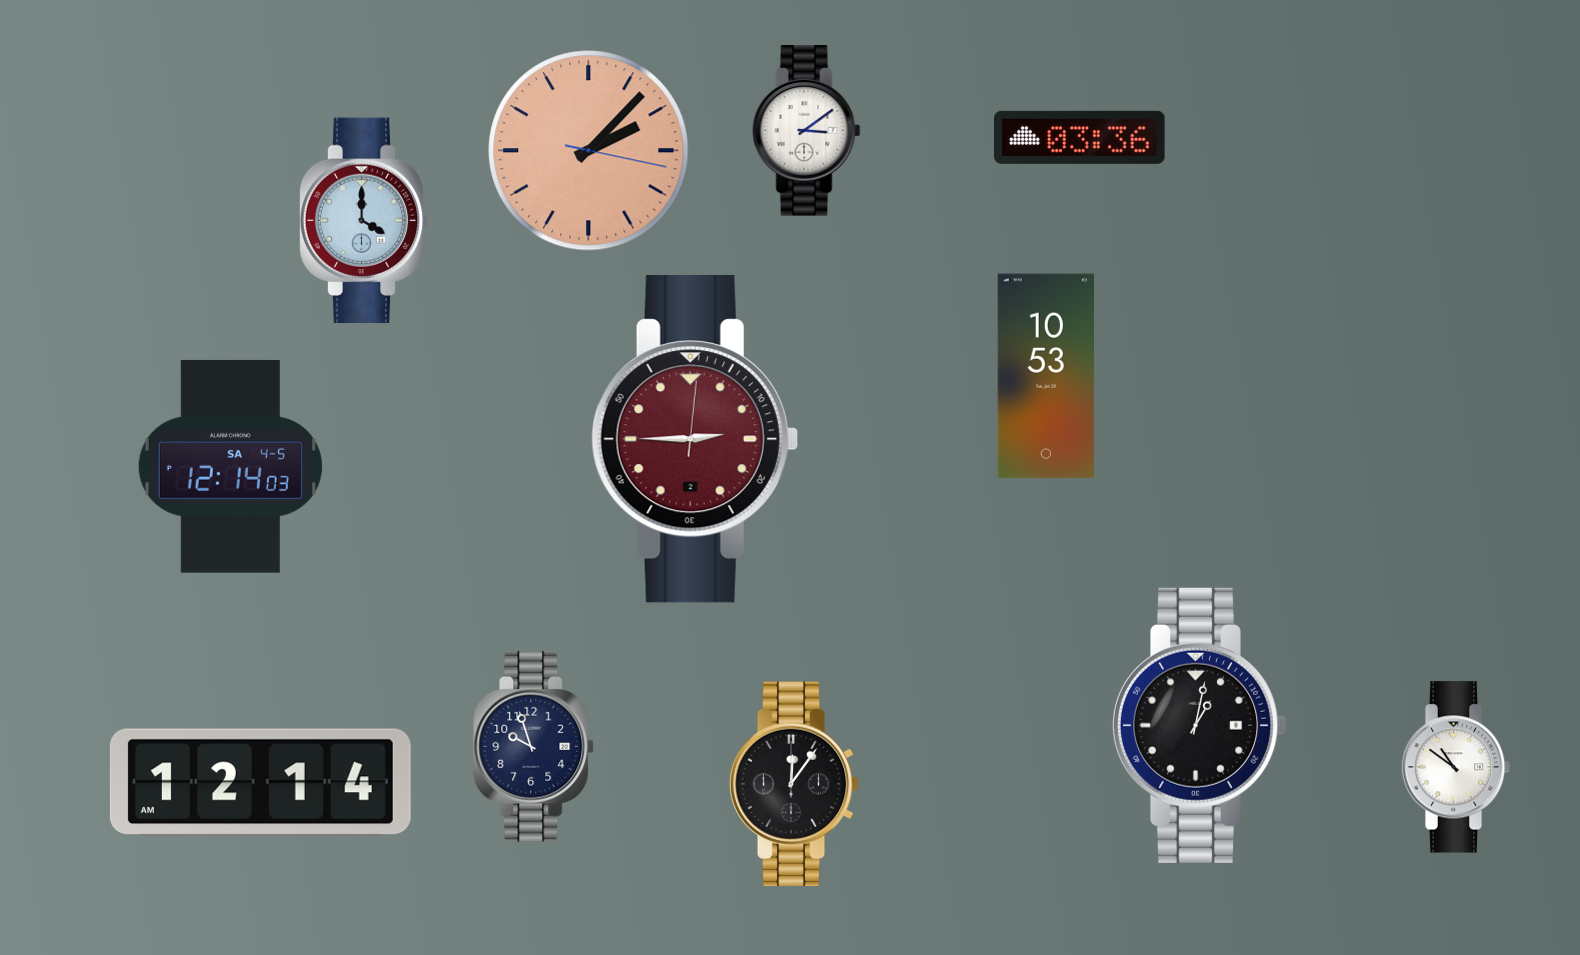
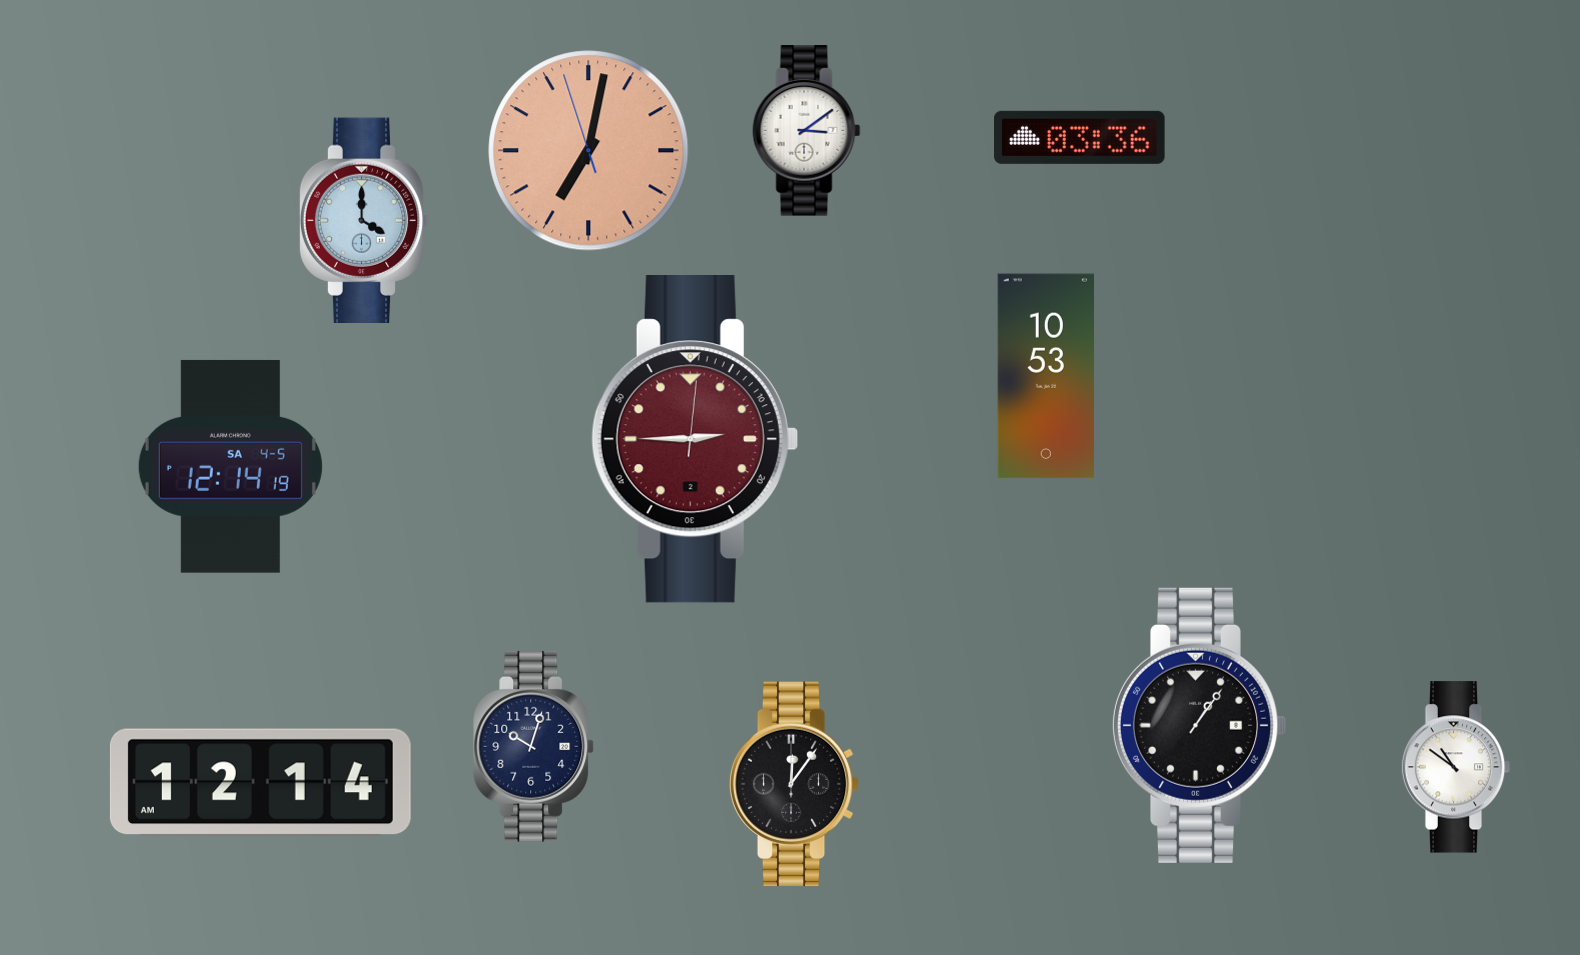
clock at (589, 151): 2:07 -> 7:01
clock at (230, 466): 12:14:03 -> 12:14:19
clock at (1198, 725): 1:02 -> 1:06
clock at (534, 746): 9:57 -> 10:03
